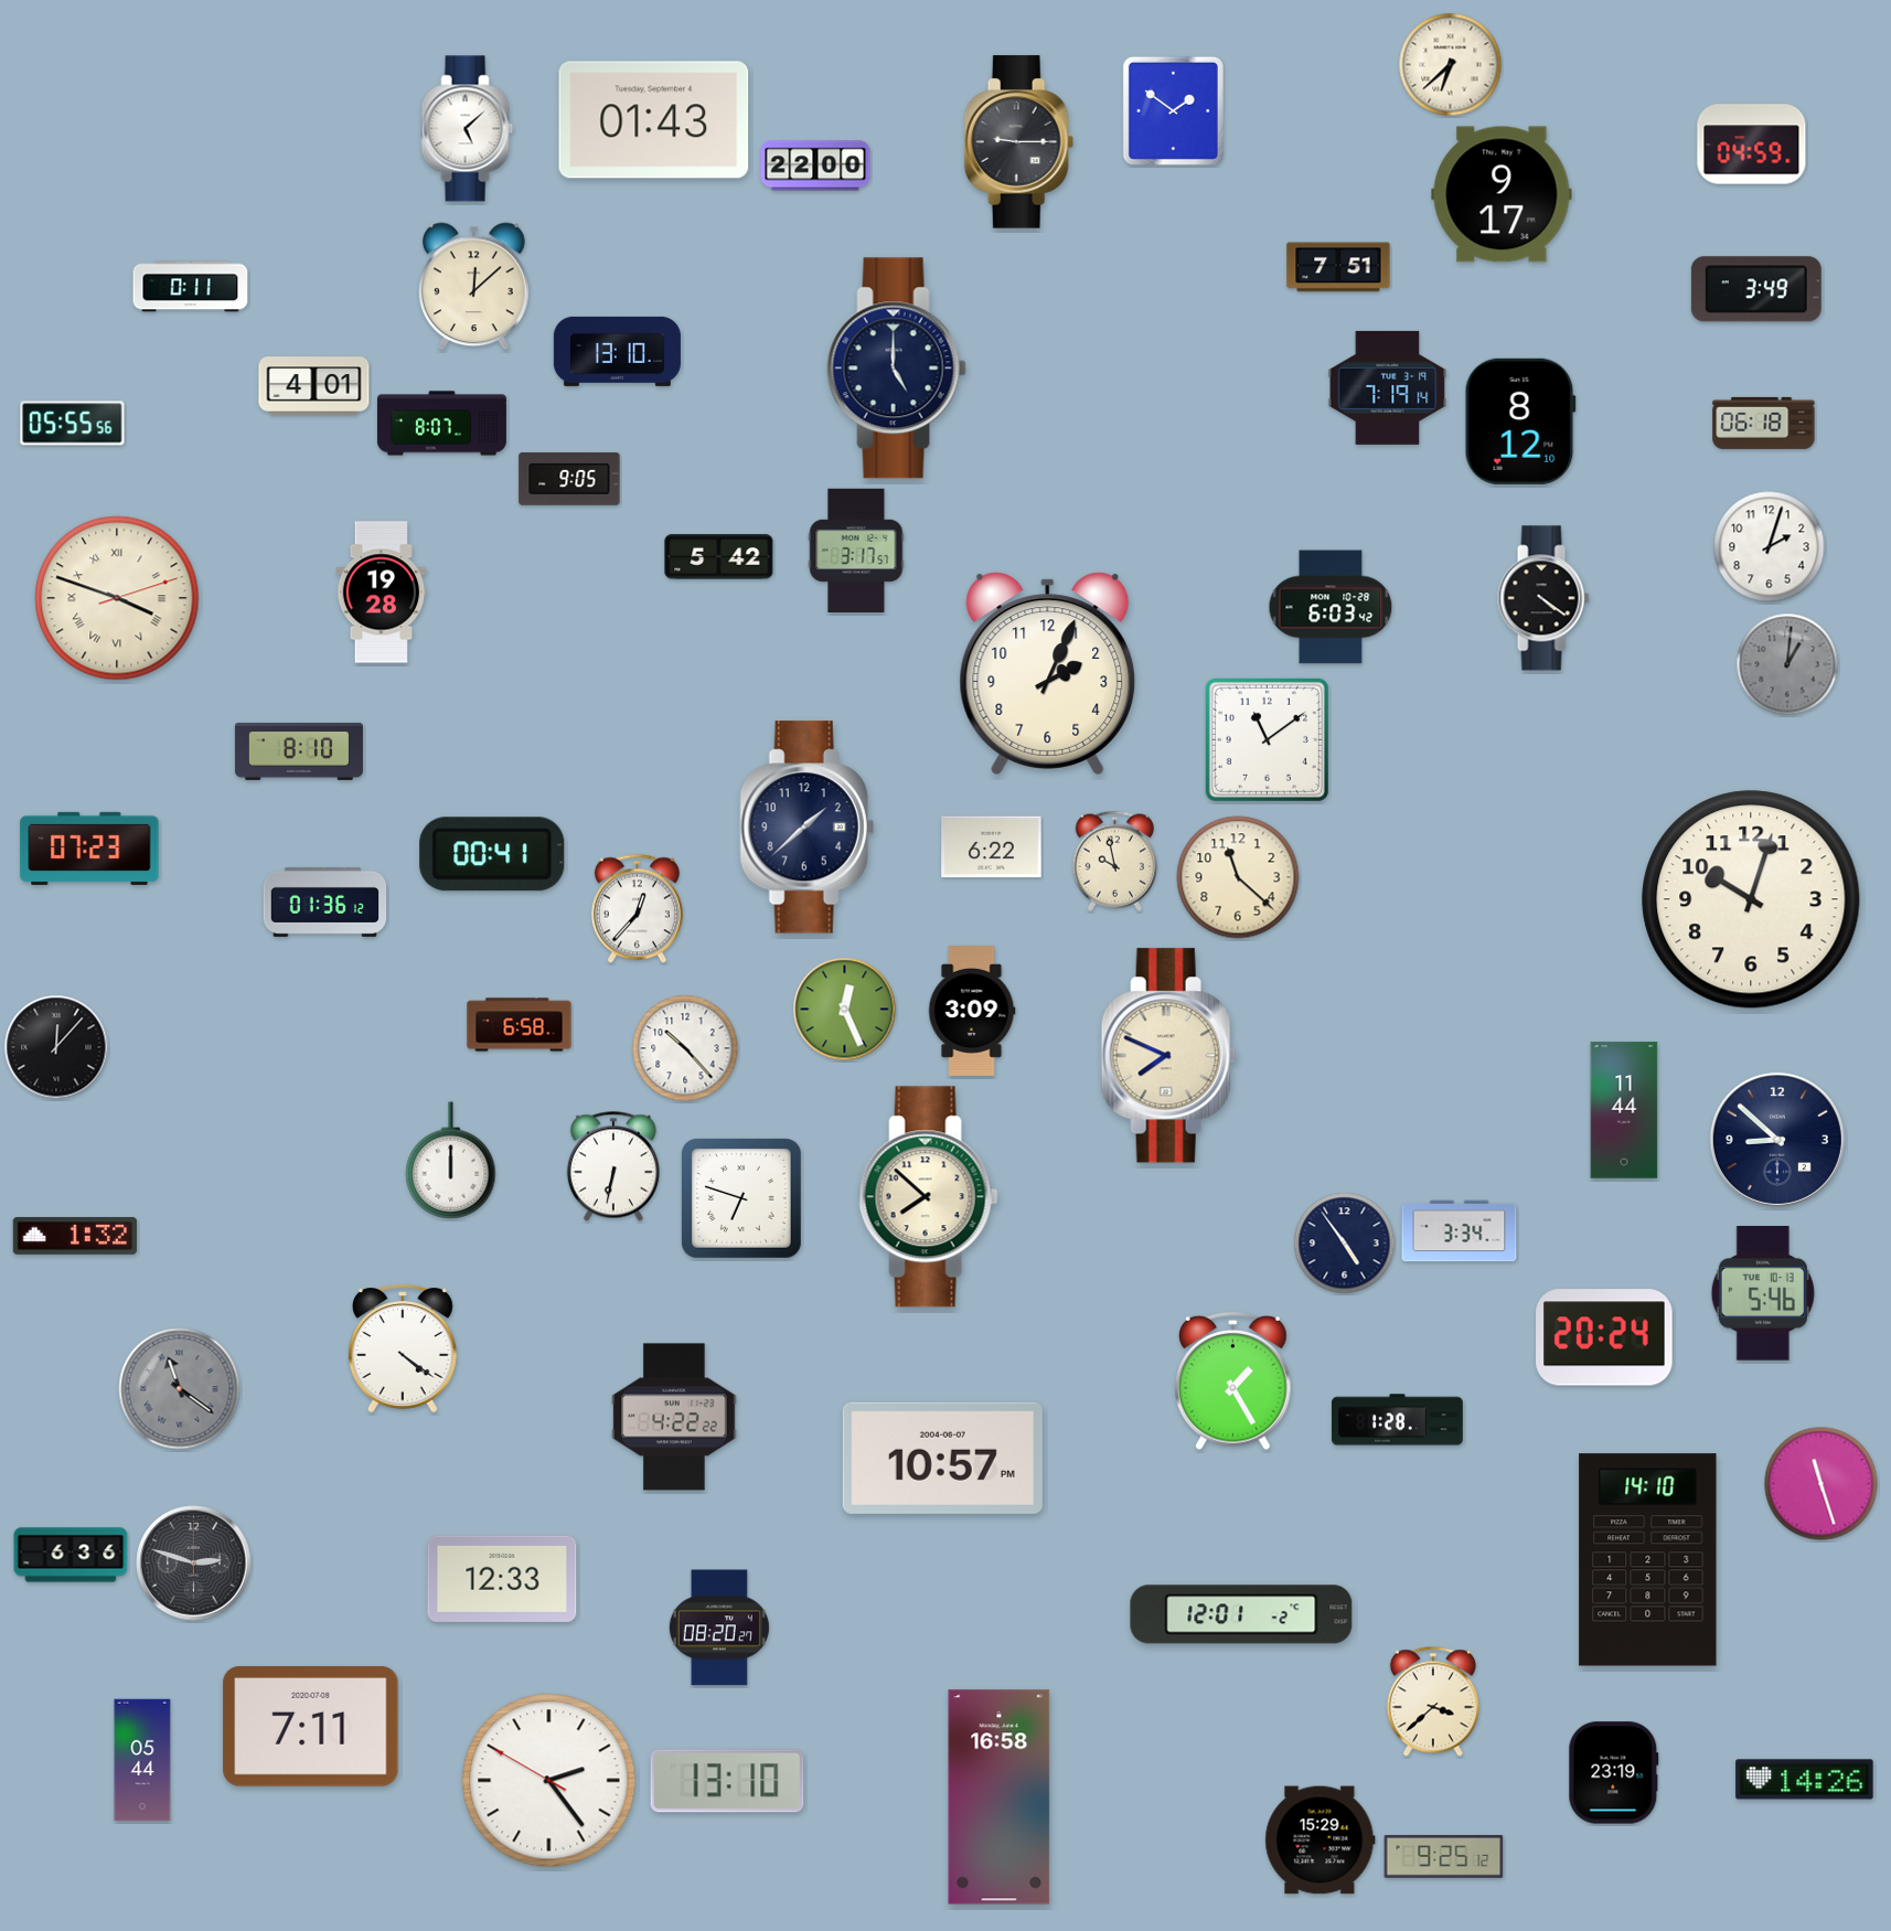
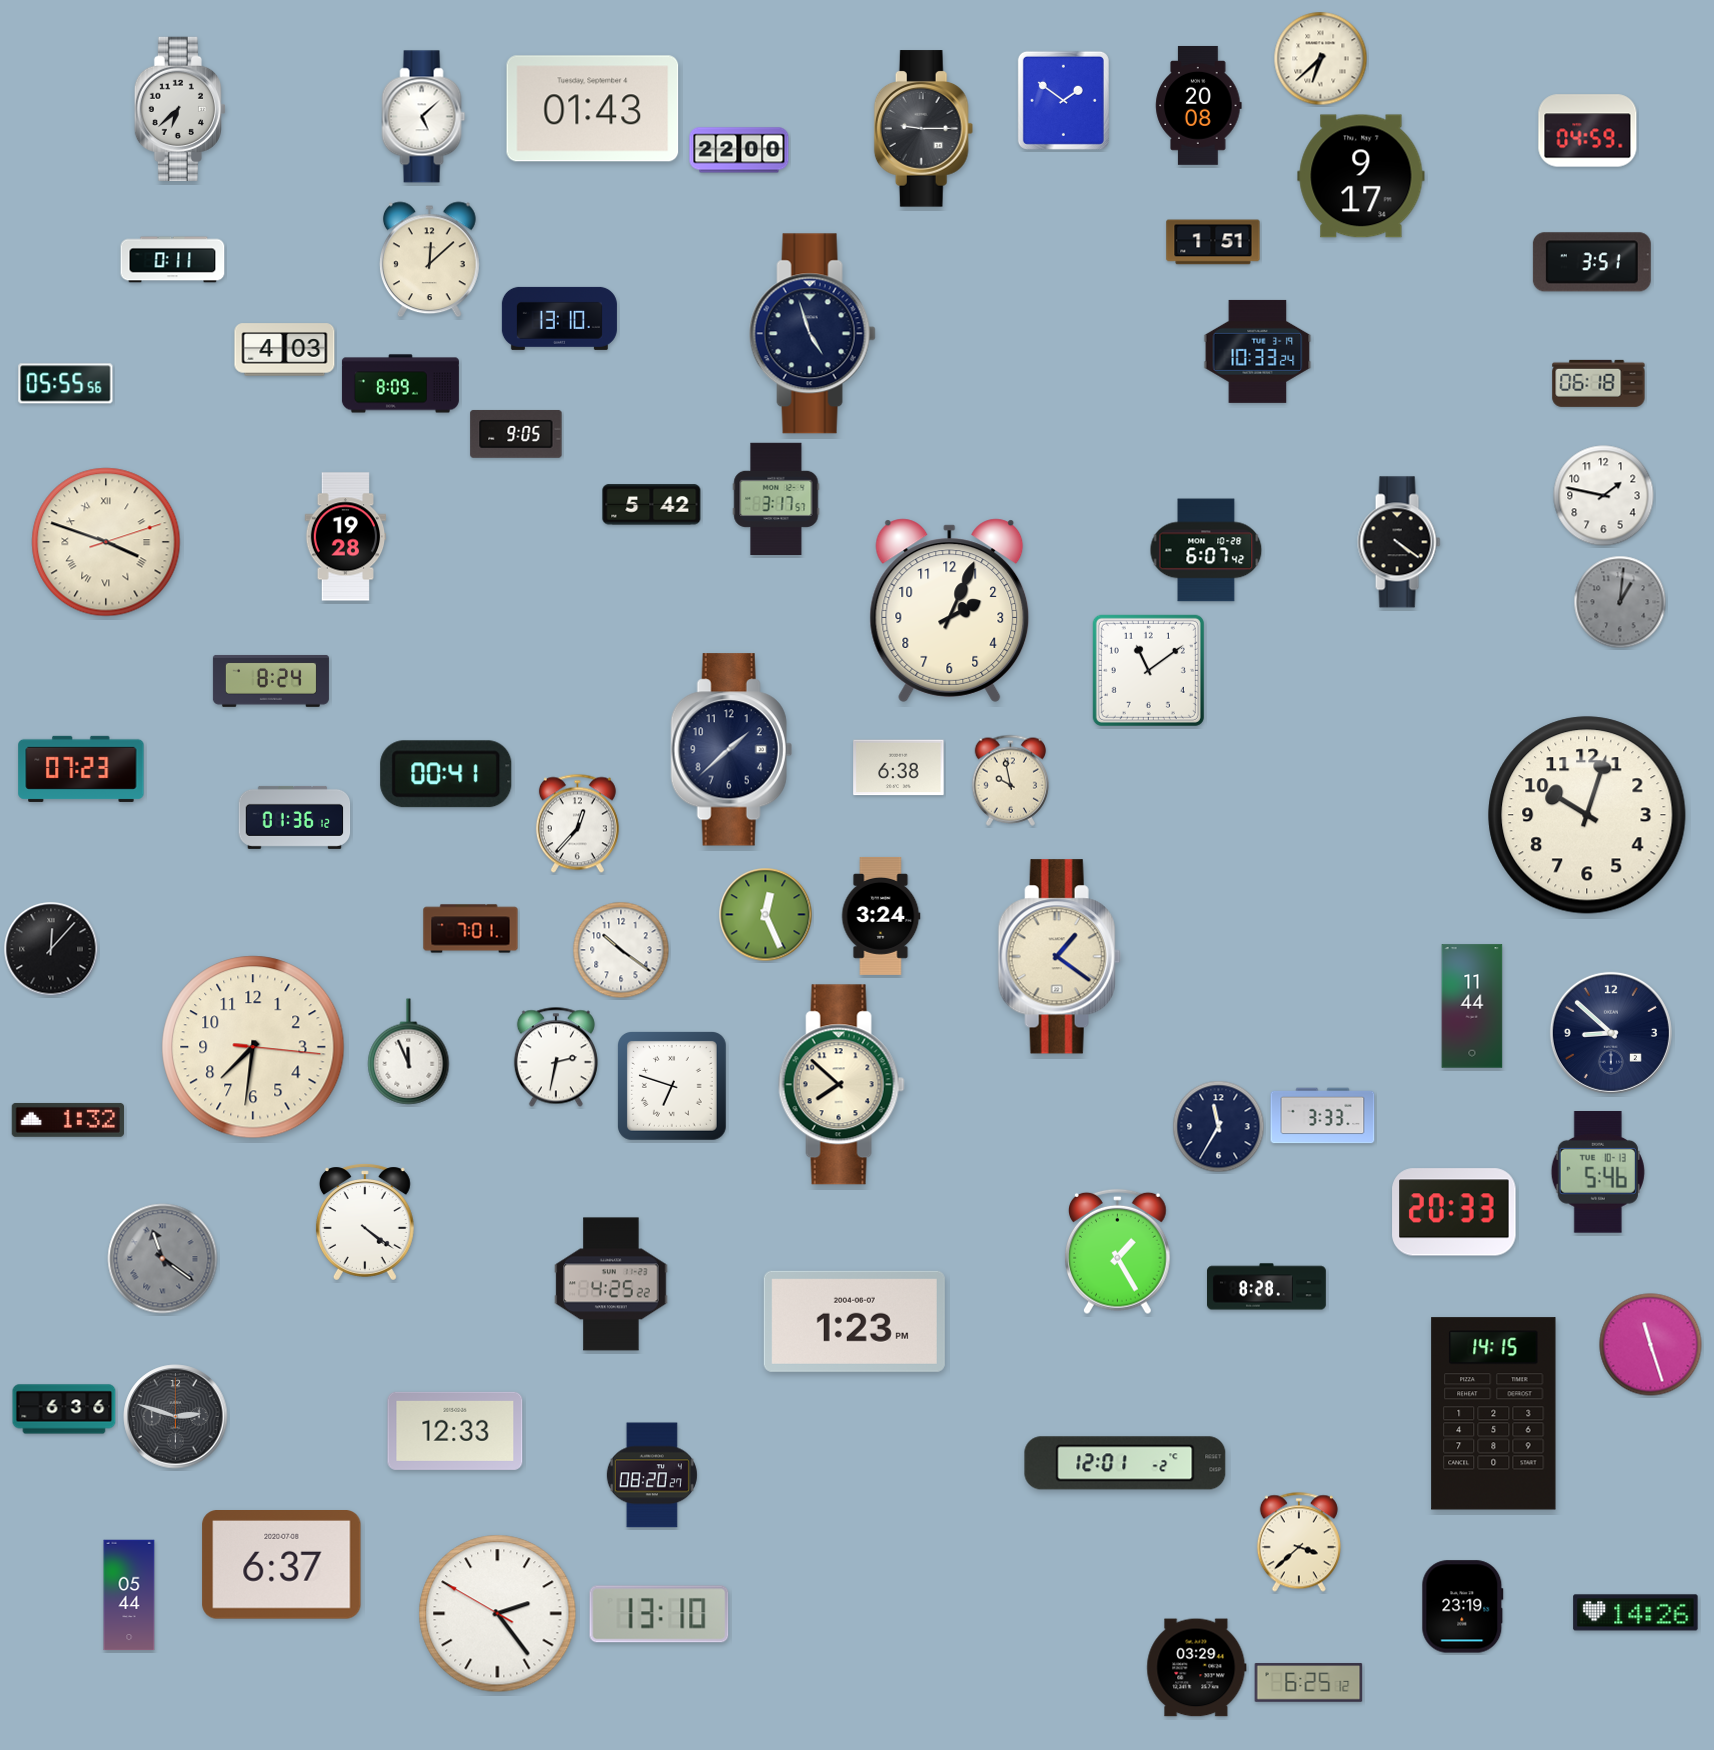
clock at (1451, 65) position: (1451, 65) -> (1321, 59)
clock at (1199, 105): none -> 20:08
clock at (179, 108): none -> 6:38
clock at (1338, 267): 7:51 -> 1:51
clock at (1756, 289): 3:49 -> 3:51
clock at (896, 369): 5:00 -> 4:57
clock at (314, 386): 4:01 -> 4:03
clock at (1388, 387): 7:19 -> 10:33
clock at (1520, 422): 8:12 -> none
clock at (441, 424): 8:07 -> 8:09
clock at (1770, 547): 2:03 -> 1:47
clock at (1331, 607): 6:03 -> 6:07
clock at (299, 751): 8:10 -> 8:24
clock at (992, 847): 6:22 -> 6:38
clock at (1238, 877): 11:22 -> none
clock at (972, 1011): 3:09 -> 3:24
clock at (520, 1025): 6:58 -> 7:01
clock at (685, 1048): 10:23 -> 10:21
clock at (1168, 1056): 7:49 -> 1:21
clock at (253, 1047): none -> 7:31
clock at (451, 1161): 12:00 -> 11:56
clock at (613, 1166): 6:32 -> 2:32
clock at (1460, 1231): 3:34 -> 3:33
clock at (1345, 1244): 4:54 -> 11:35
clock at (1604, 1337): 20:24 -> 20:33
clock at (674, 1417): 4:22 -> 4:25
clock at (1398, 1420): 1:28 -> 8:28
clock at (942, 1458): 10:57 -> 1:23
clock at (1648, 1560): 14:10 -> 14:15
clock at (311, 1727): 7:11 -> 6:37
clock at (1000, 1797): 16:58 -> none
clock at (1321, 1841): 15:29 -> 03:29
clock at (1444, 1857): 9:25 -> 6:25
